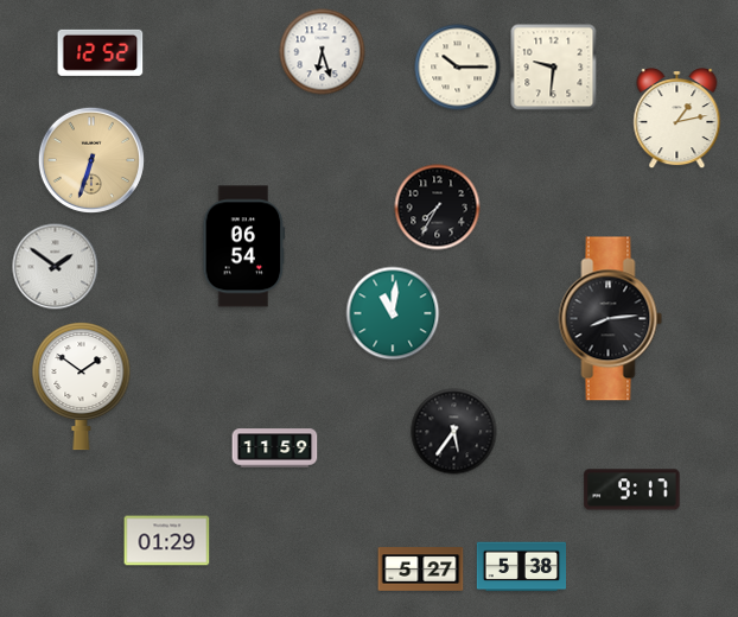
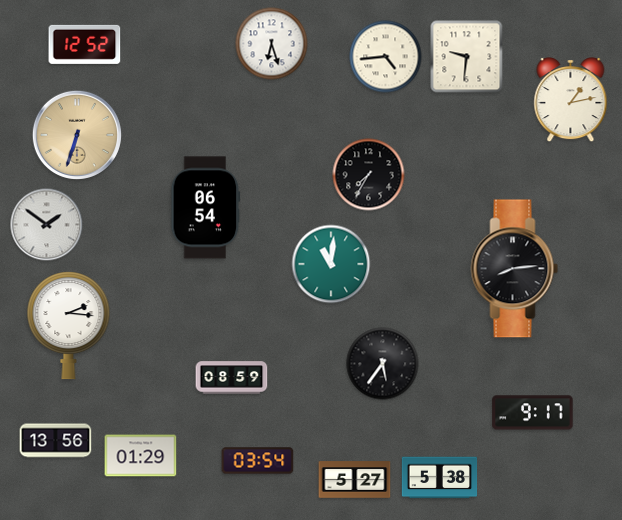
clock at (458, 68): 10:15 -> 4:44
clock at (82, 387): 1:51 -> 2:16
clock at (275, 449): 11:59 -> 08:59
clock at (56, 441): none -> 13:56
clock at (258, 461): none -> 03:54
